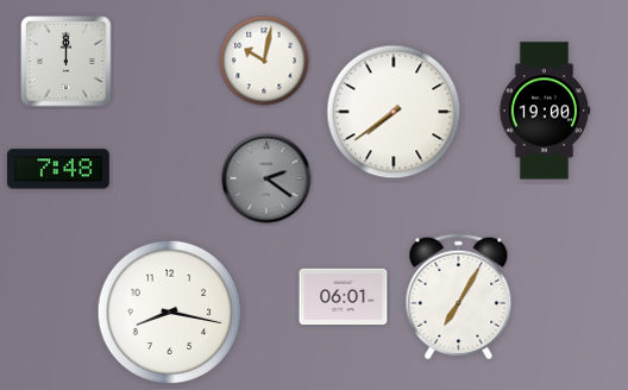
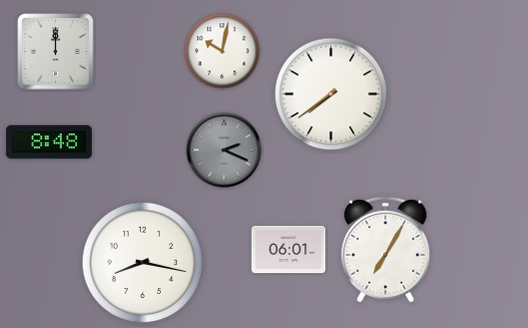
clock at (545, 111): 19:00 -> none
clock at (58, 169): 7:48 -> 8:48
clock at (266, 178): 2:21 -> 2:19
